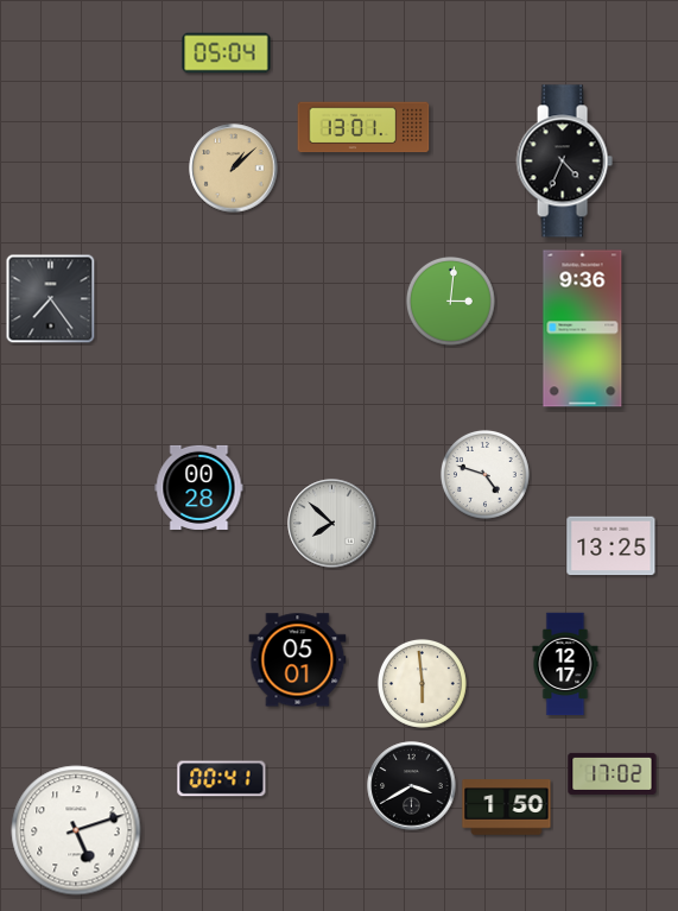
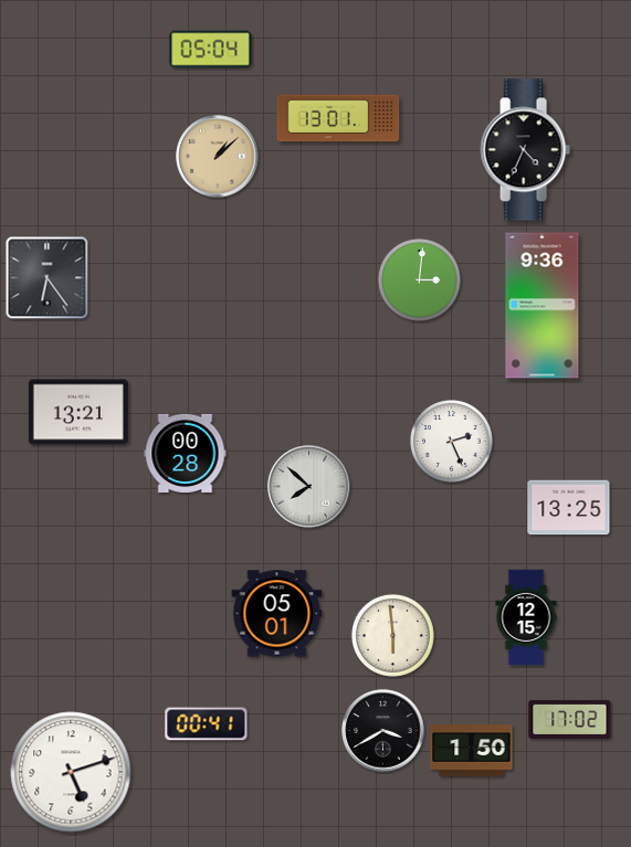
clock at (51, 299): 7:24 -> 6:24
clock at (78, 412): none -> 13:21
clock at (484, 474): 4:48 -> 2:26
clock at (565, 664): 12:17 -> 12:15
